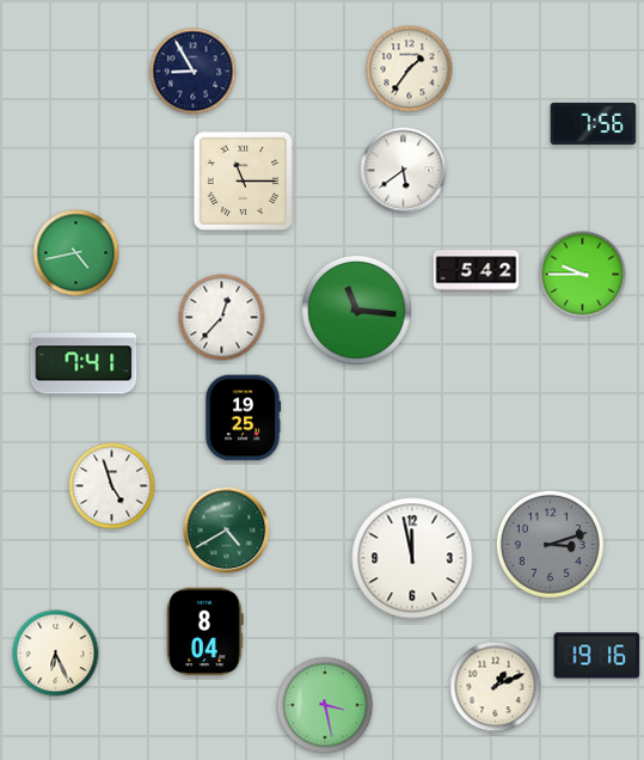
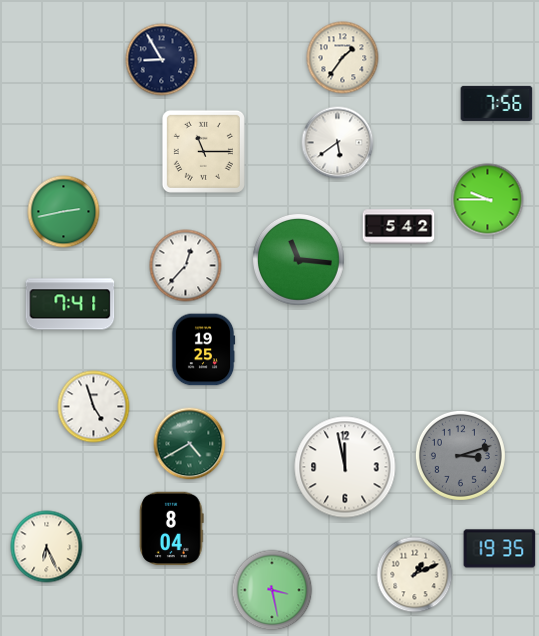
clock at (76, 253): 4:43 -> 2:43
clock at (583, 275) position: (583, 275) -> (488, 200)
clock at (597, 656): 19:16 -> 19:35
